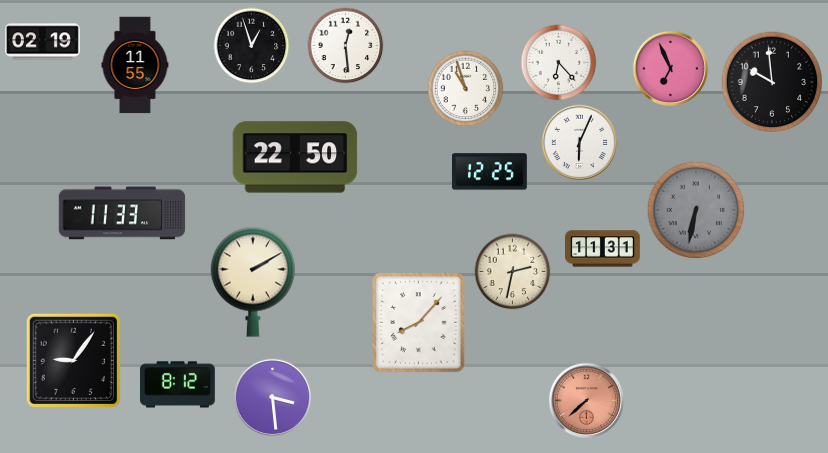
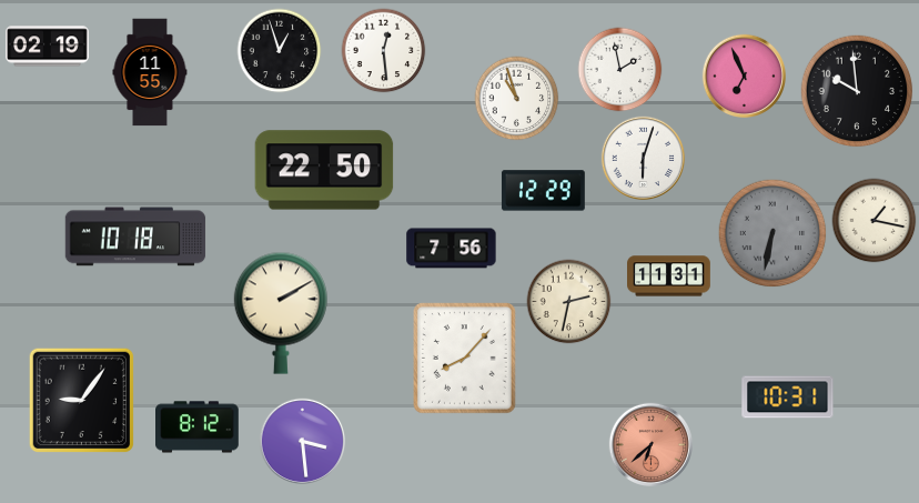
clock at (559, 63): 6:23 -> 1:58
clock at (579, 142): 6:04 -> 6:03
clock at (295, 157) position: (295, 157) -> (324, 170)
clock at (489, 172): 12:25 -> 12:29
clock at (875, 221): none -> 1:17
clock at (122, 213): 11:33 -> 10:18
clock at (452, 249): none -> 7:56
clock at (788, 398): none -> 10:31
clock at (586, 400): 7:38 -> 6:38
